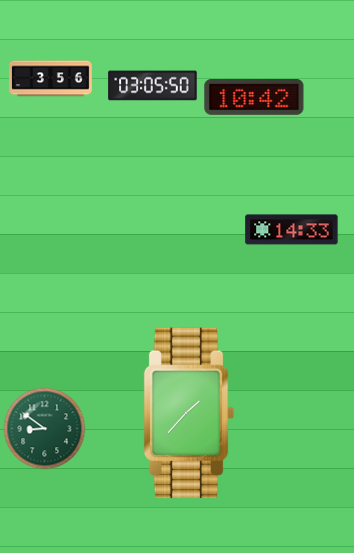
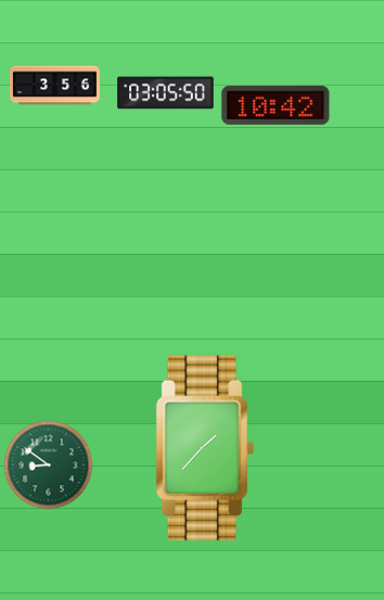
clock at (292, 230): 14:33 -> none
